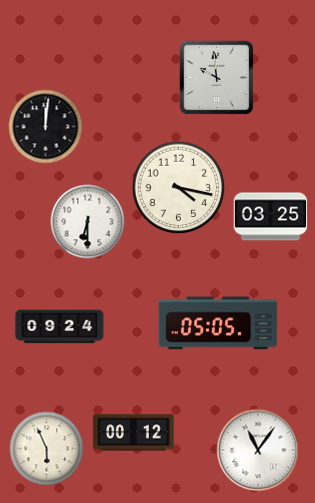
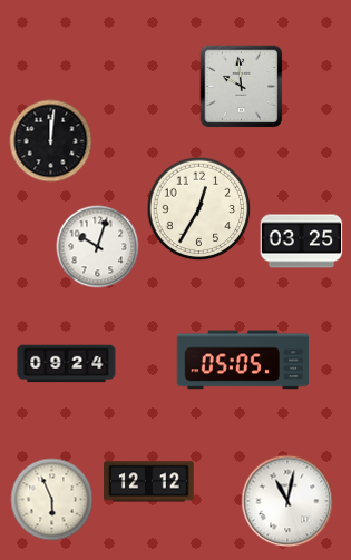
clock at (179, 188): 4:17 -> 12:35
clock at (88, 222): 6:30 -> 10:03
clock at (134, 433): 00:12 -> 12:12
clock at (258, 450): 11:06 -> 11:02
